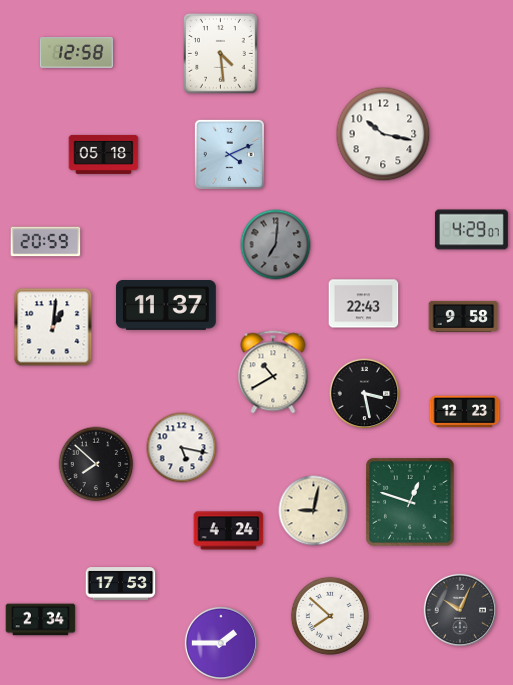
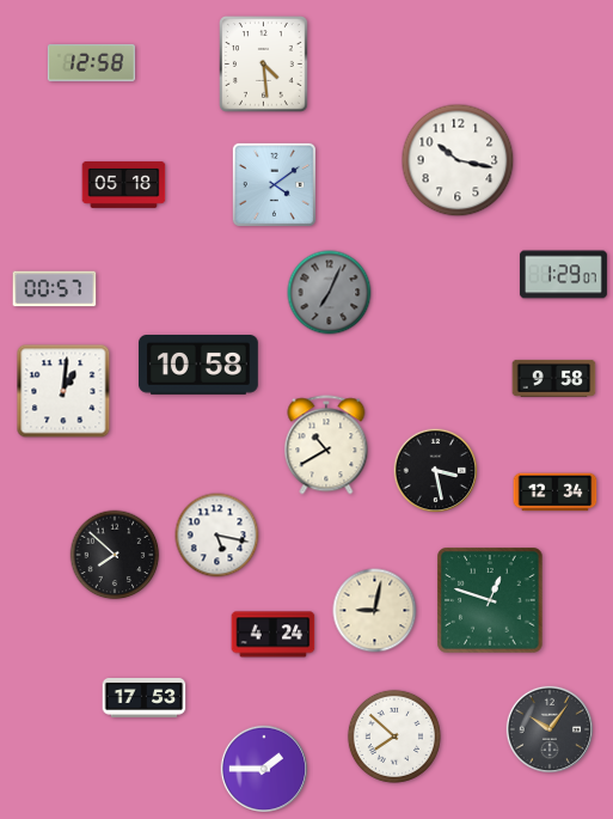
clock at (229, 154): 4:11 -> 4:09
clock at (471, 230): 4:29 -> 1:29
clock at (46, 242): 20:59 -> 00:57
clock at (276, 245): 7:01 -> 7:04
clock at (364, 304): 22:43 -> none
clock at (166, 306): 11:37 -> 10:58
clock at (465, 412): 12:23 -> 12:34
clock at (459, 609): 10:04 -> 10:06
clock at (41, 620): 2:34 -> none
